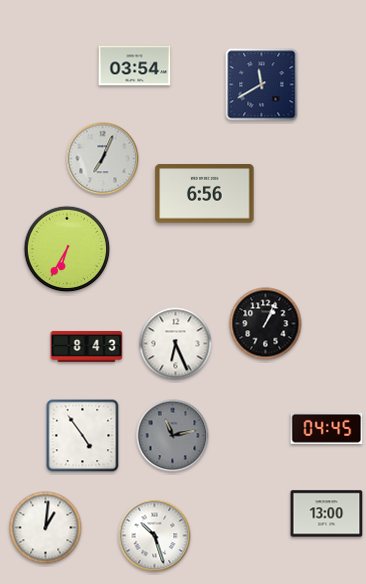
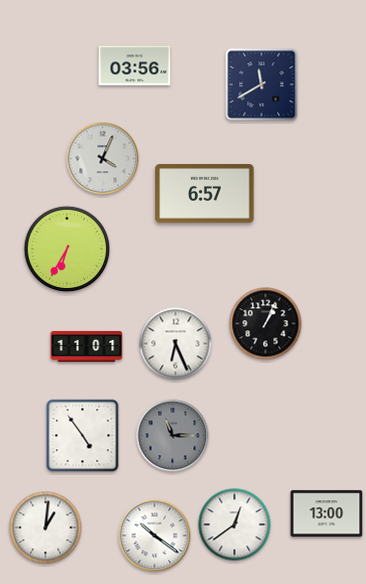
clock at (135, 66): 03:54 -> 03:56
clock at (103, 159): 7:04 -> 4:04
clock at (205, 194): 6:56 -> 6:57
clock at (87, 346): 8:43 -> 11:01
clock at (327, 428): 04:45 -> none
clock at (173, 436): 11:13 -> 11:15
clock at (235, 525): none -> 12:39
clock at (155, 536): 10:27 -> 10:21
